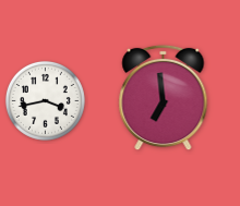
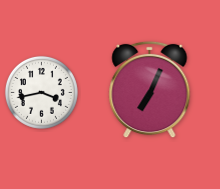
clock at (164, 98): 6:59 -> 7:04
